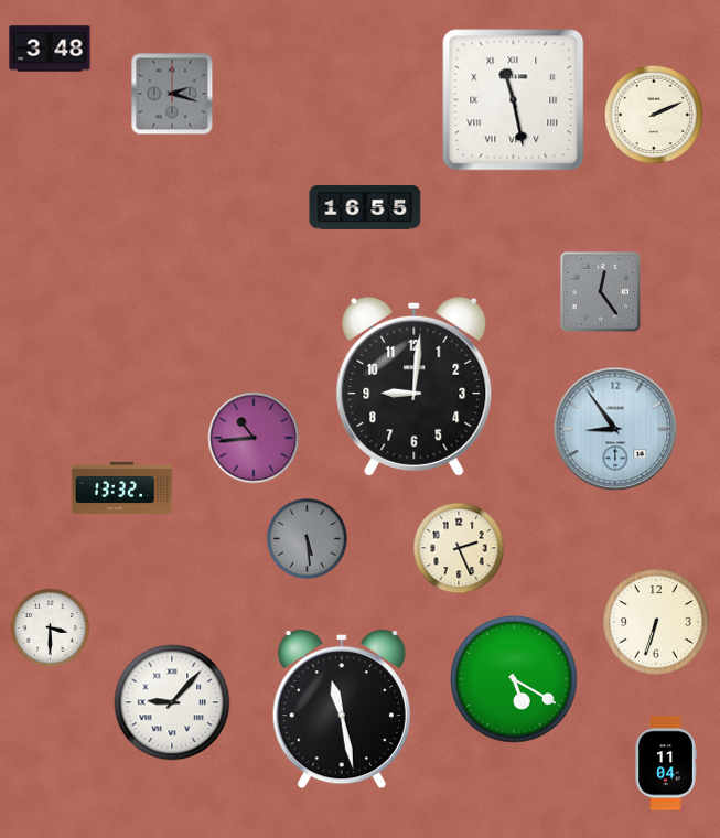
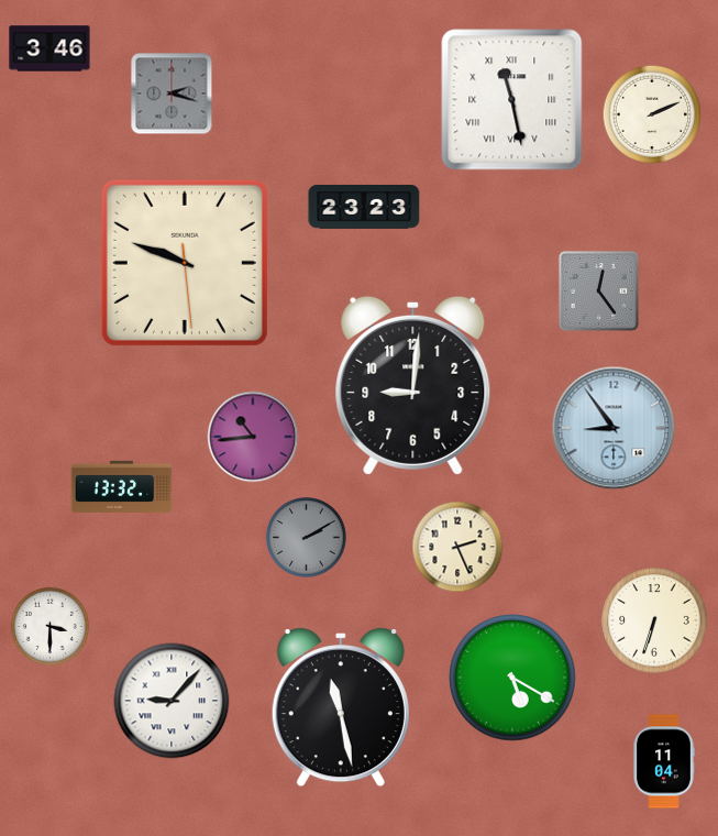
clock at (50, 49): 3:48 -> 3:46
clock at (365, 207): 16:55 -> 23:23
clock at (185, 263): none -> 9:48
clock at (308, 539): 5:29 -> 2:10
